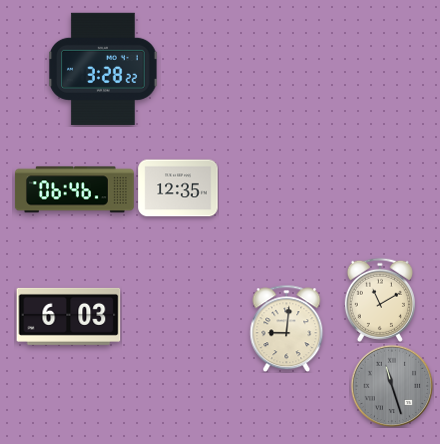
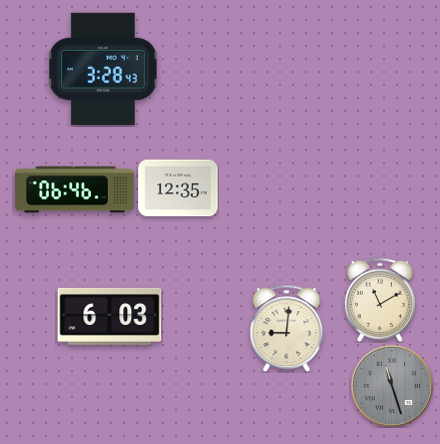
clock at (103, 69): 3:28:22 -> 3:28:43
clock at (69, 316) position: (69, 316) -> (110, 316)
